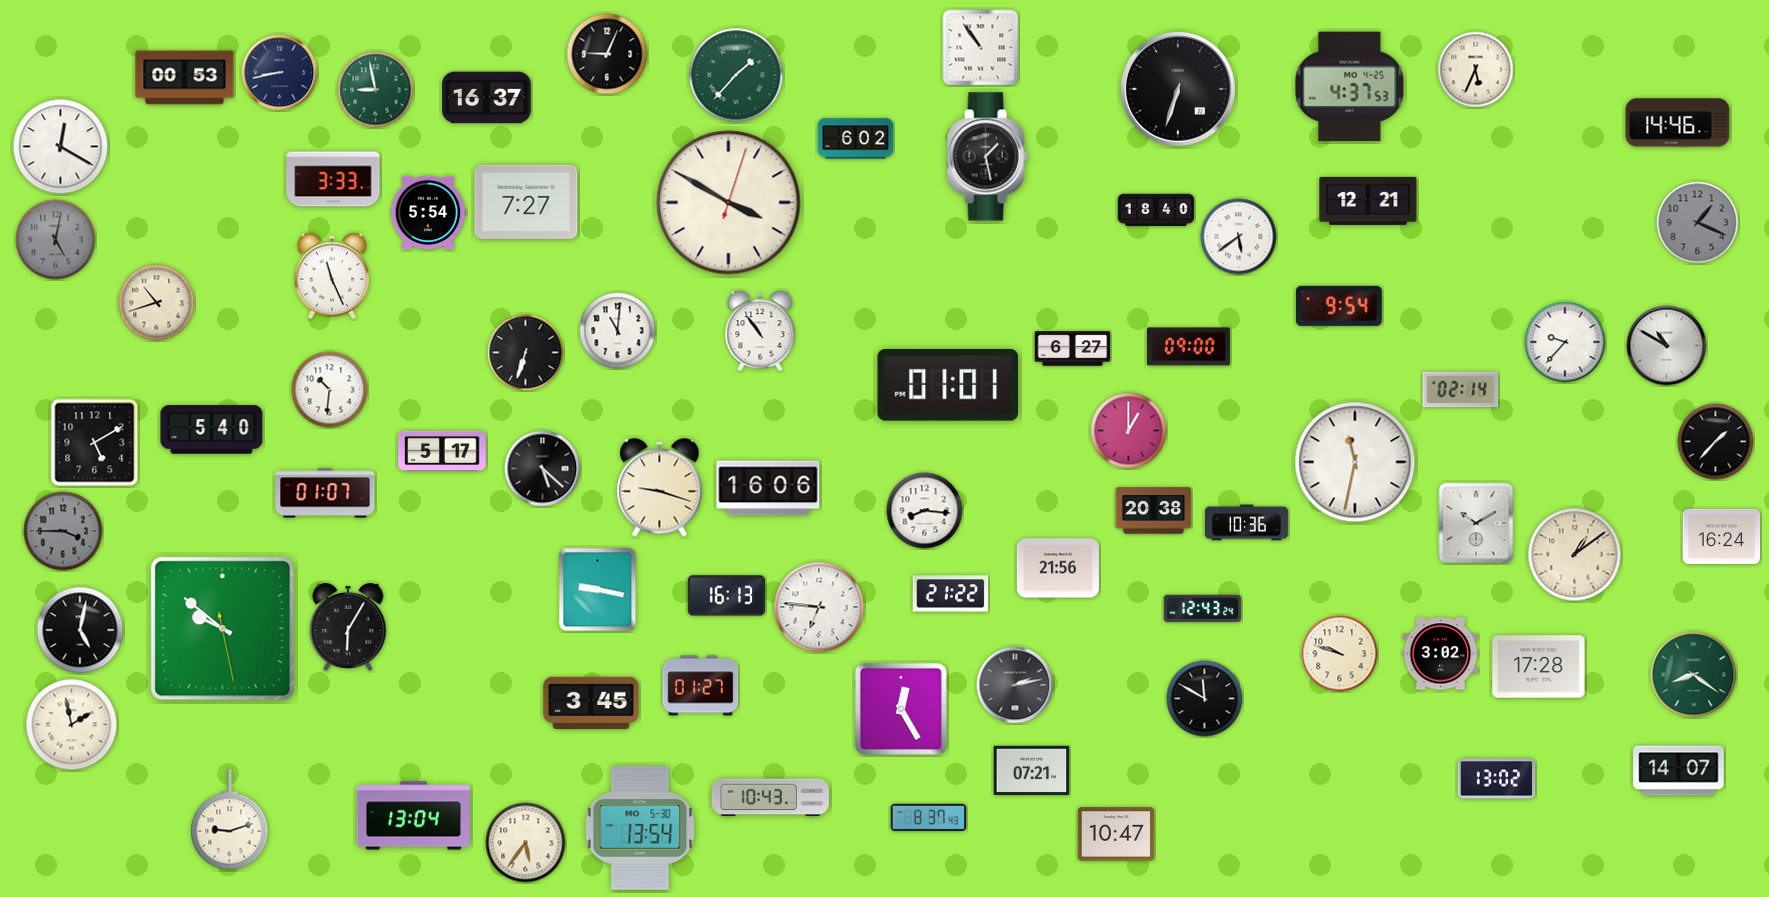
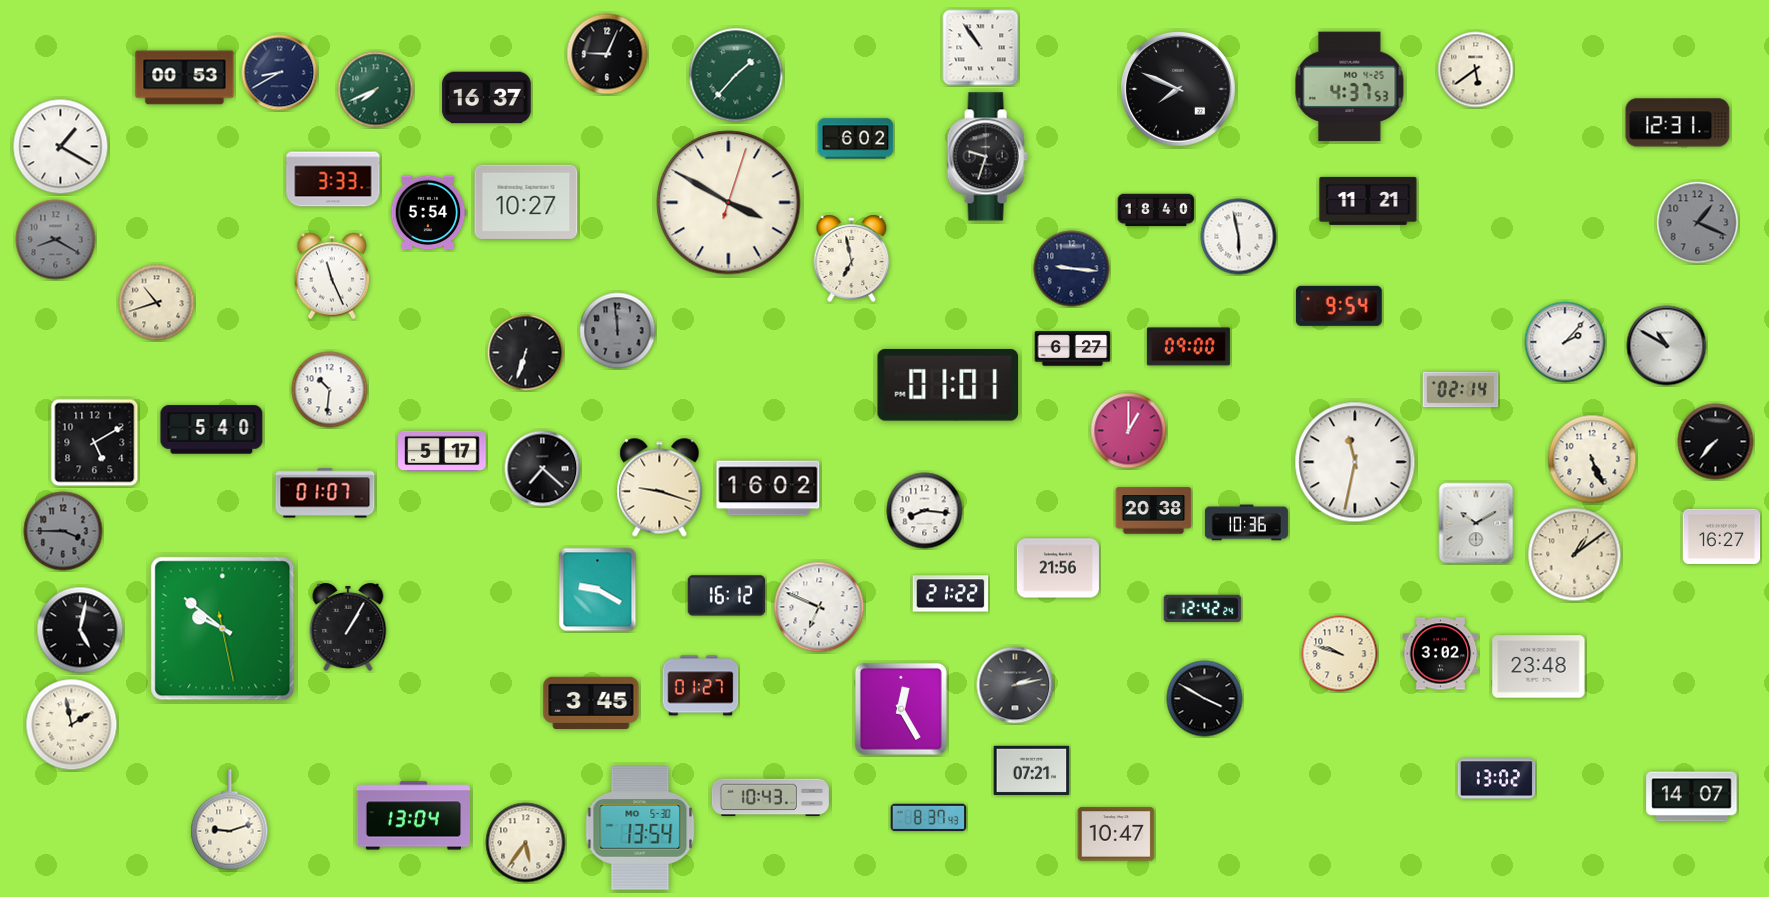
clock at (1476, 70): 5:34 -> 5:39
clock at (280, 73): 8:43 -> 8:40
clock at (1178, 89): 6:33 -> 7:49
clock at (376, 90): 8:58 -> 7:41
clock at (1678, 123): 14:46 -> 12:31
clock at (61, 147): 12:20 -> 1:20
clock at (987, 157): 1:28 -> 9:33
clock at (1368, 201): 12:21 -> 11:21
clock at (526, 202): 7:27 -> 10:27
clock at (1239, 237): 5:39 -> 5:58
clock at (56, 240): 5:02 -> 8:20
clock at (852, 258): none -> 6:58
clock at (1072, 269): none -> 9:16
clock at (618, 331): 11:01 -> 11:59
clock at (618, 331) dial: white -> grey
clock at (760, 331): 10:54 -> none
clock at (1565, 342): 9:37 -> 2:07
clock at (1716, 442): 1:37 -> 7:37
clock at (1592, 459): none -> 5:26
clock at (543, 469): 5:22 -> 7:22
clock at (768, 488): 16:06 -> 16:02
clock at (1722, 536): 16:24 -> 16:27
clock at (598, 590): 9:17 -> 9:20
clock at (727, 596): 16:13 -> 16:12
clock at (819, 607): 6:46 -> 6:49
clock at (1203, 609): 12:43 -> 12:42
clock at (348, 627): 6:05 -> 1:05
clock at (1539, 667): 17:28 -> 23:48
clock at (1694, 675): 8:21 -> none
clock at (1205, 699): 11:50 -> 3:50
clock at (1679, 771) position: (1679, 771) -> (1692, 797)
